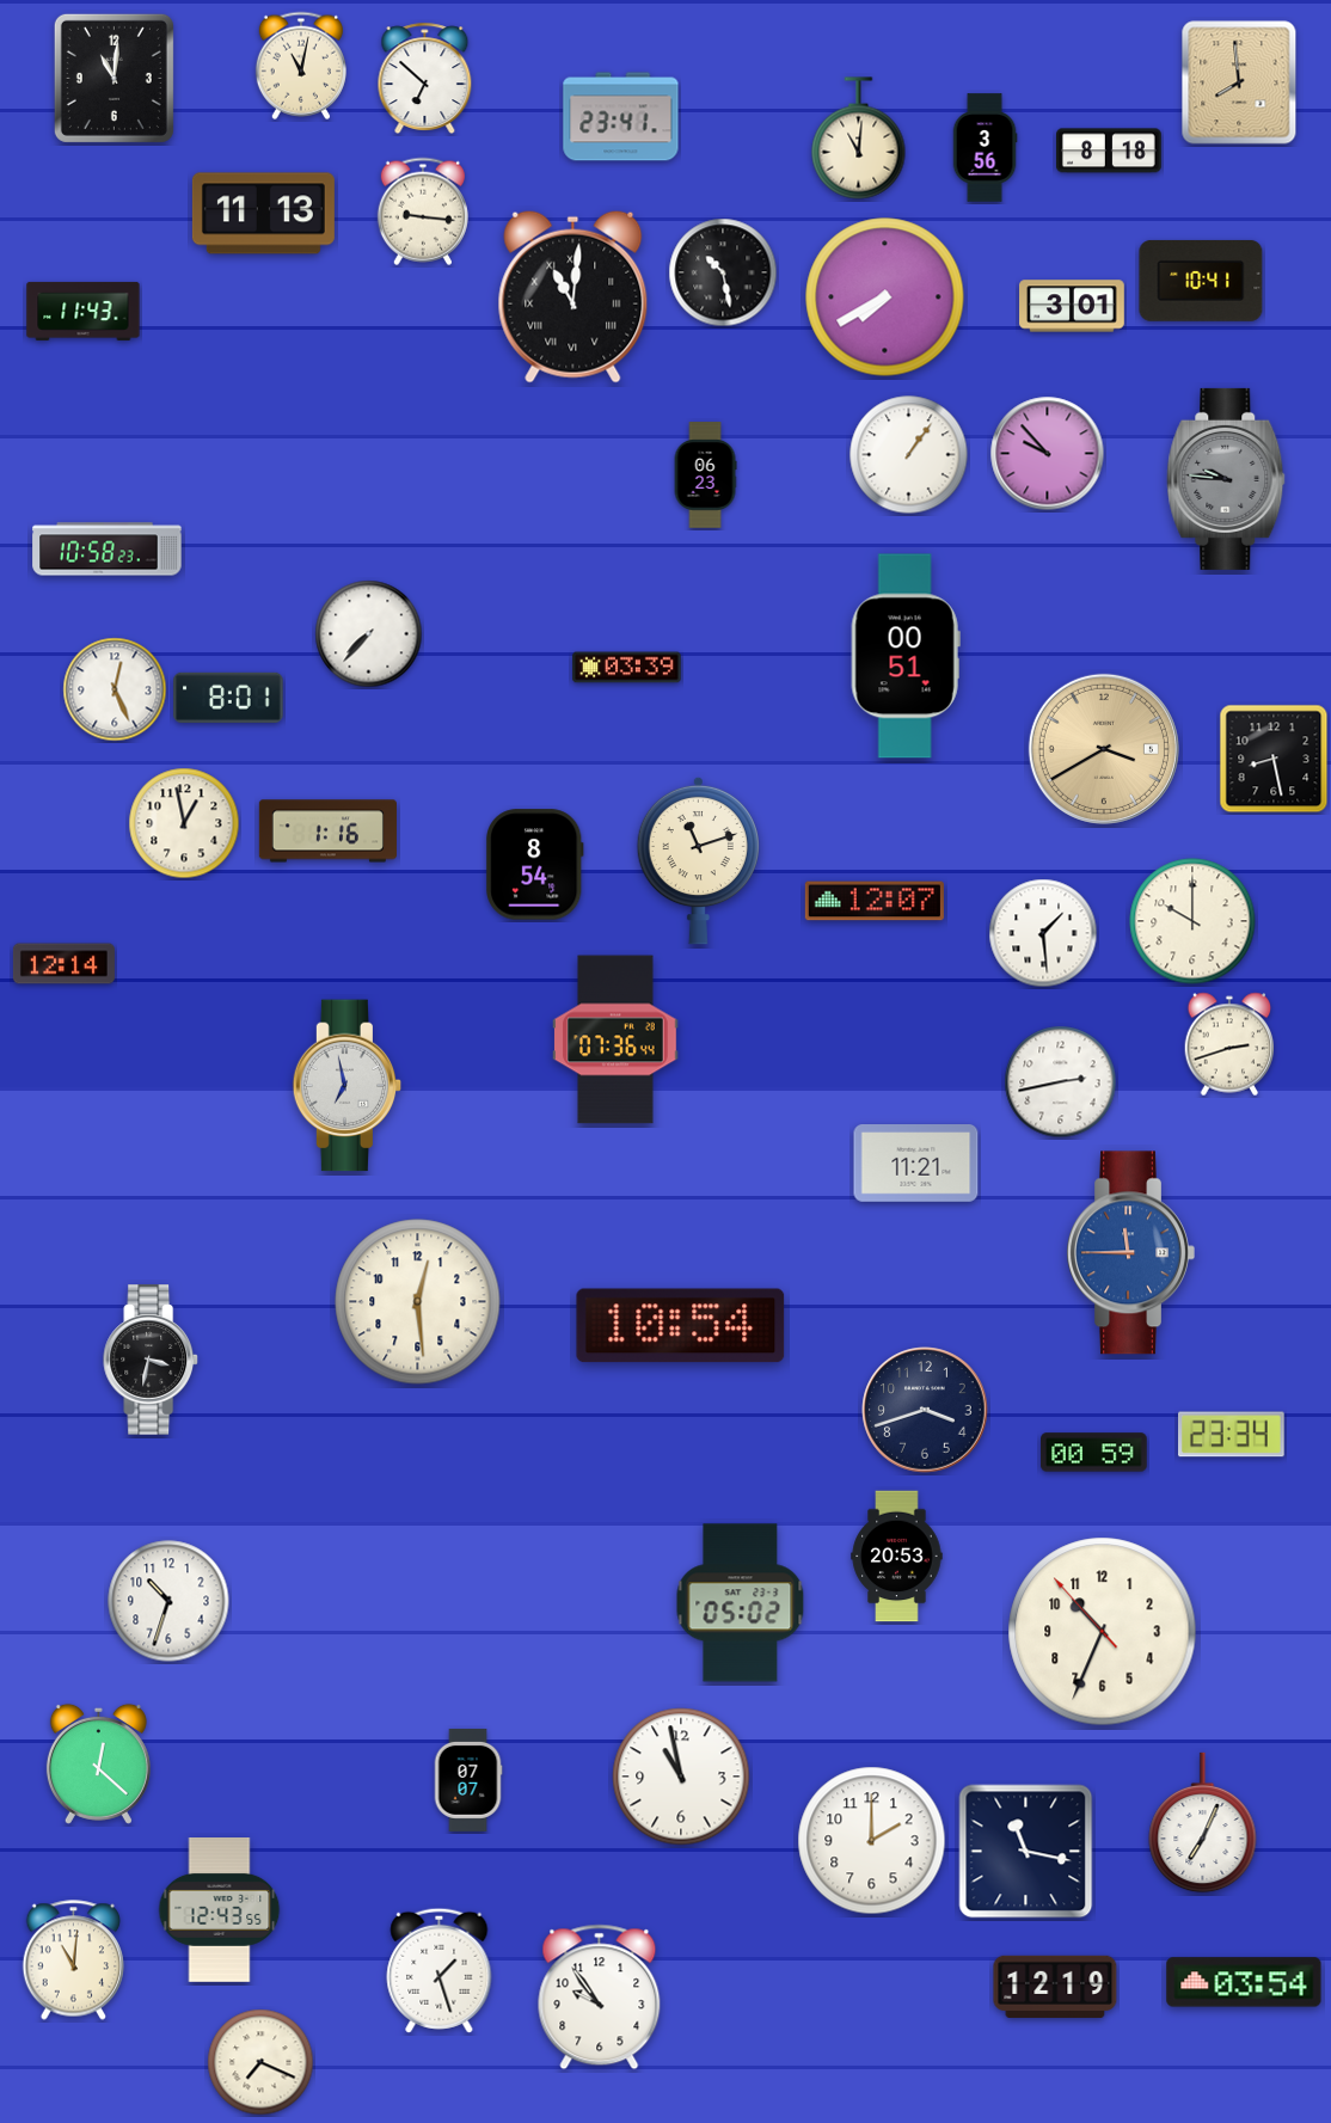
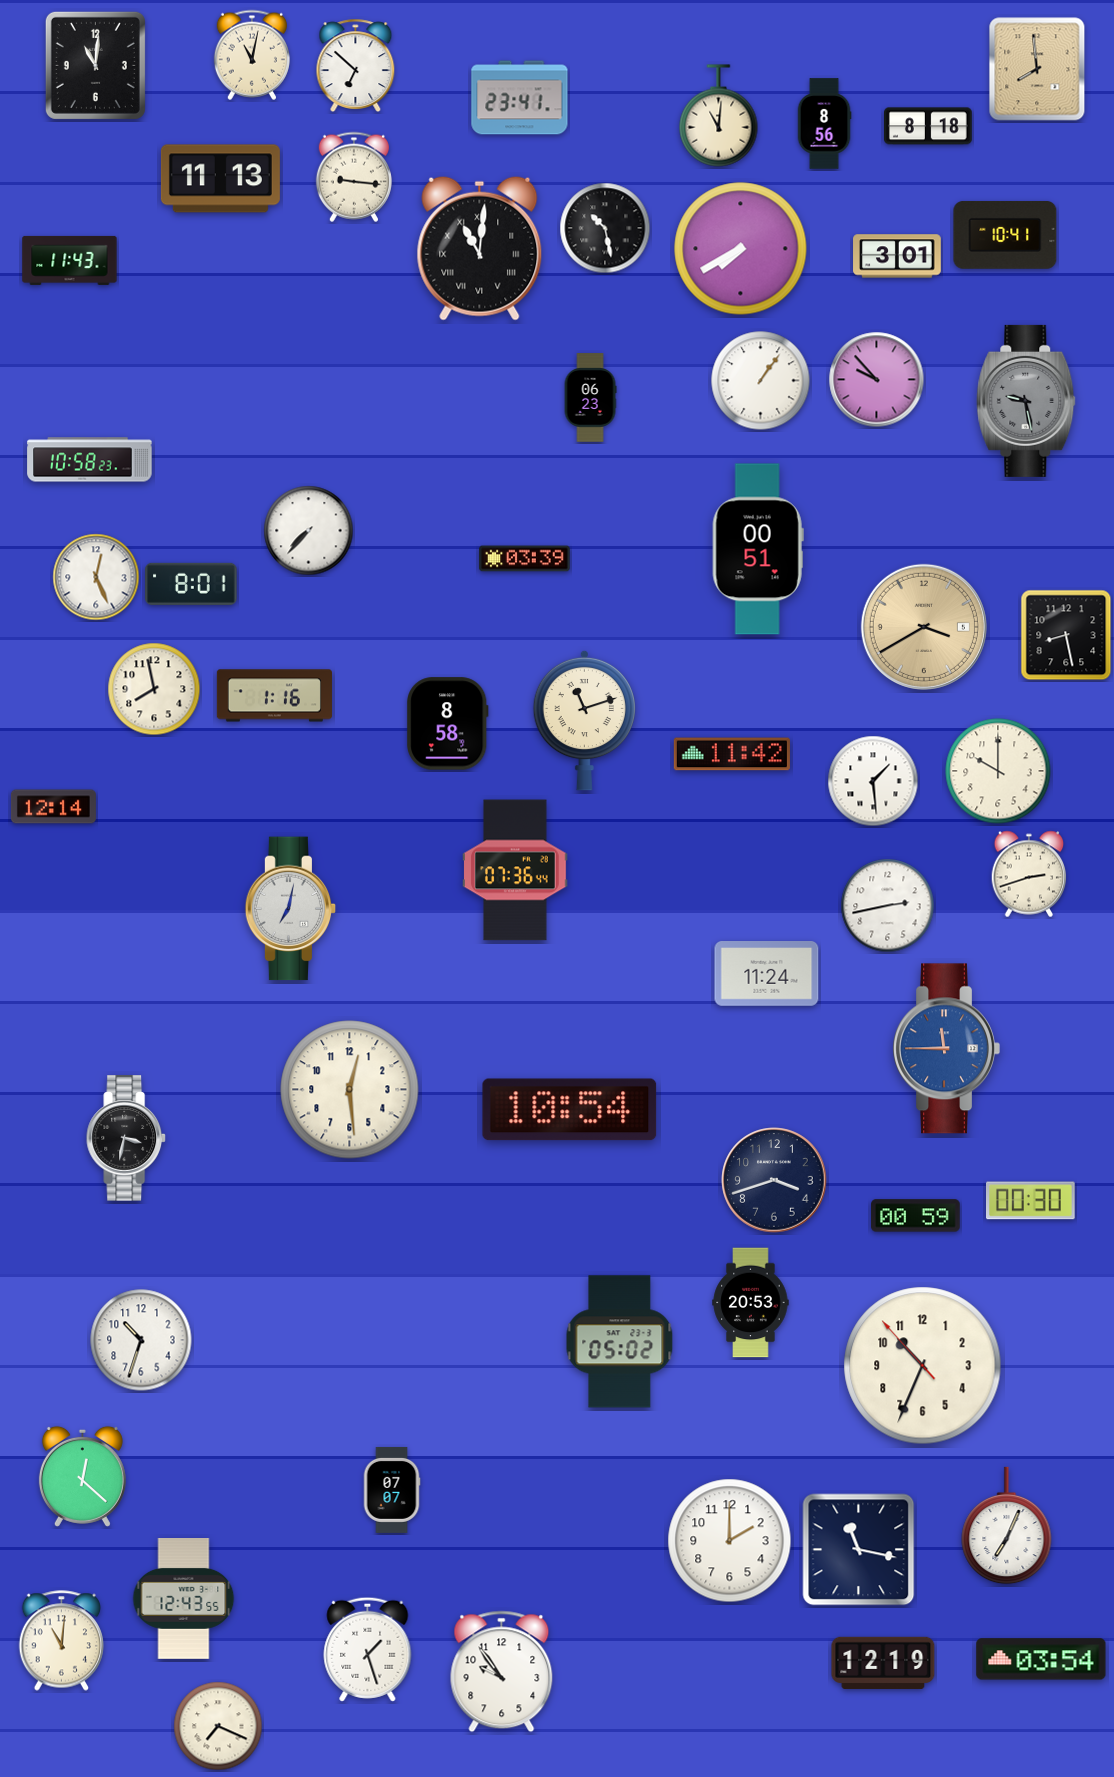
clock at (985, 148): 3:56 -> 8:56
clock at (1226, 479): 9:46 -> 9:28
clock at (184, 823): 12:58 -> 7:58
clock at (534, 865): 8:54 -> 8:58
clock at (875, 901): 12:07 -> 11:42
clock at (348, 1086): 6:58 -> 7:02
clock at (916, 1164): 11:21 -> 11:24
clock at (1232, 1435): 23:34 -> 00:30
clock at (681, 1777): 10:58 -> none
